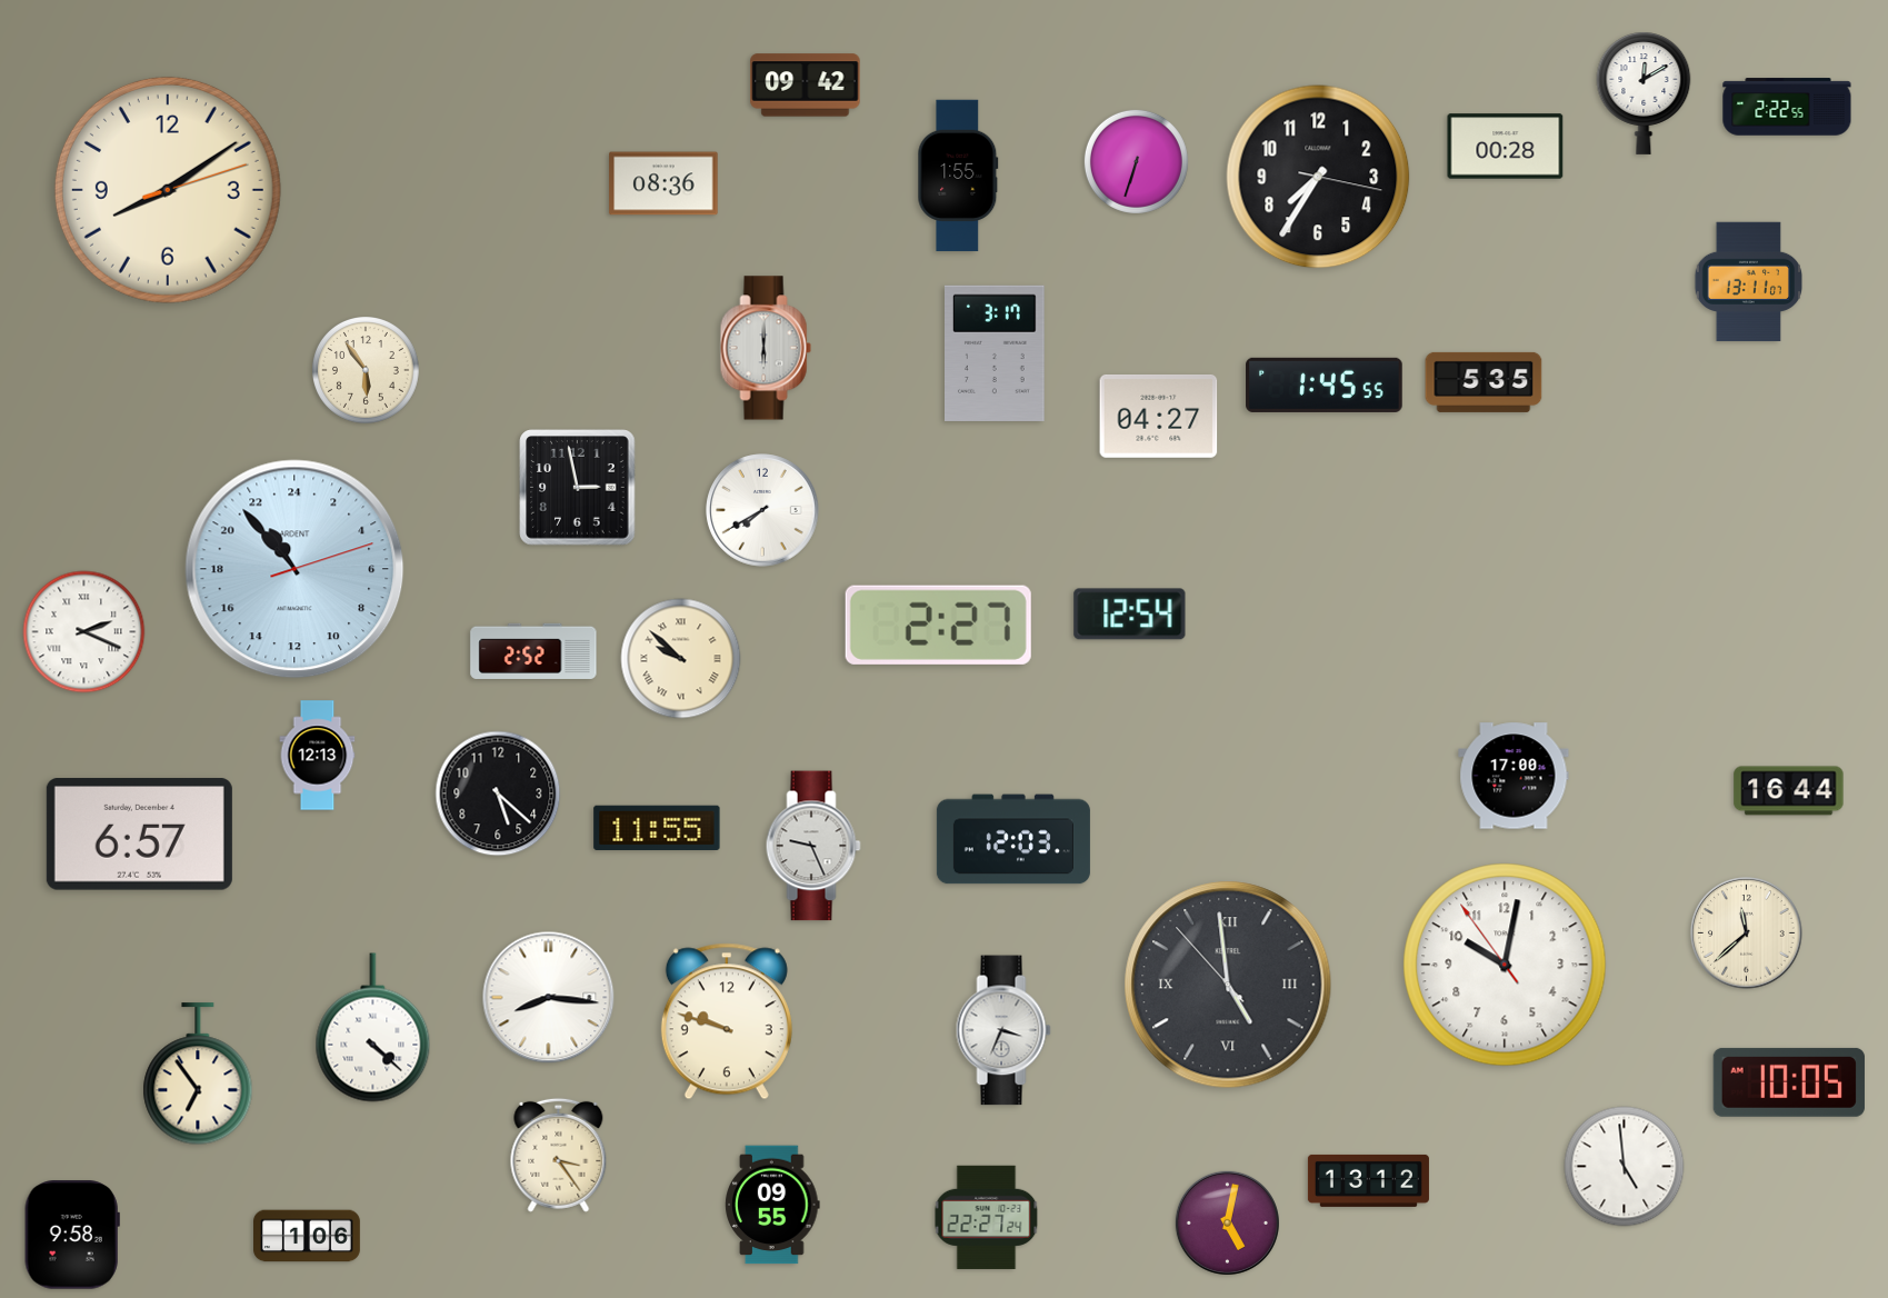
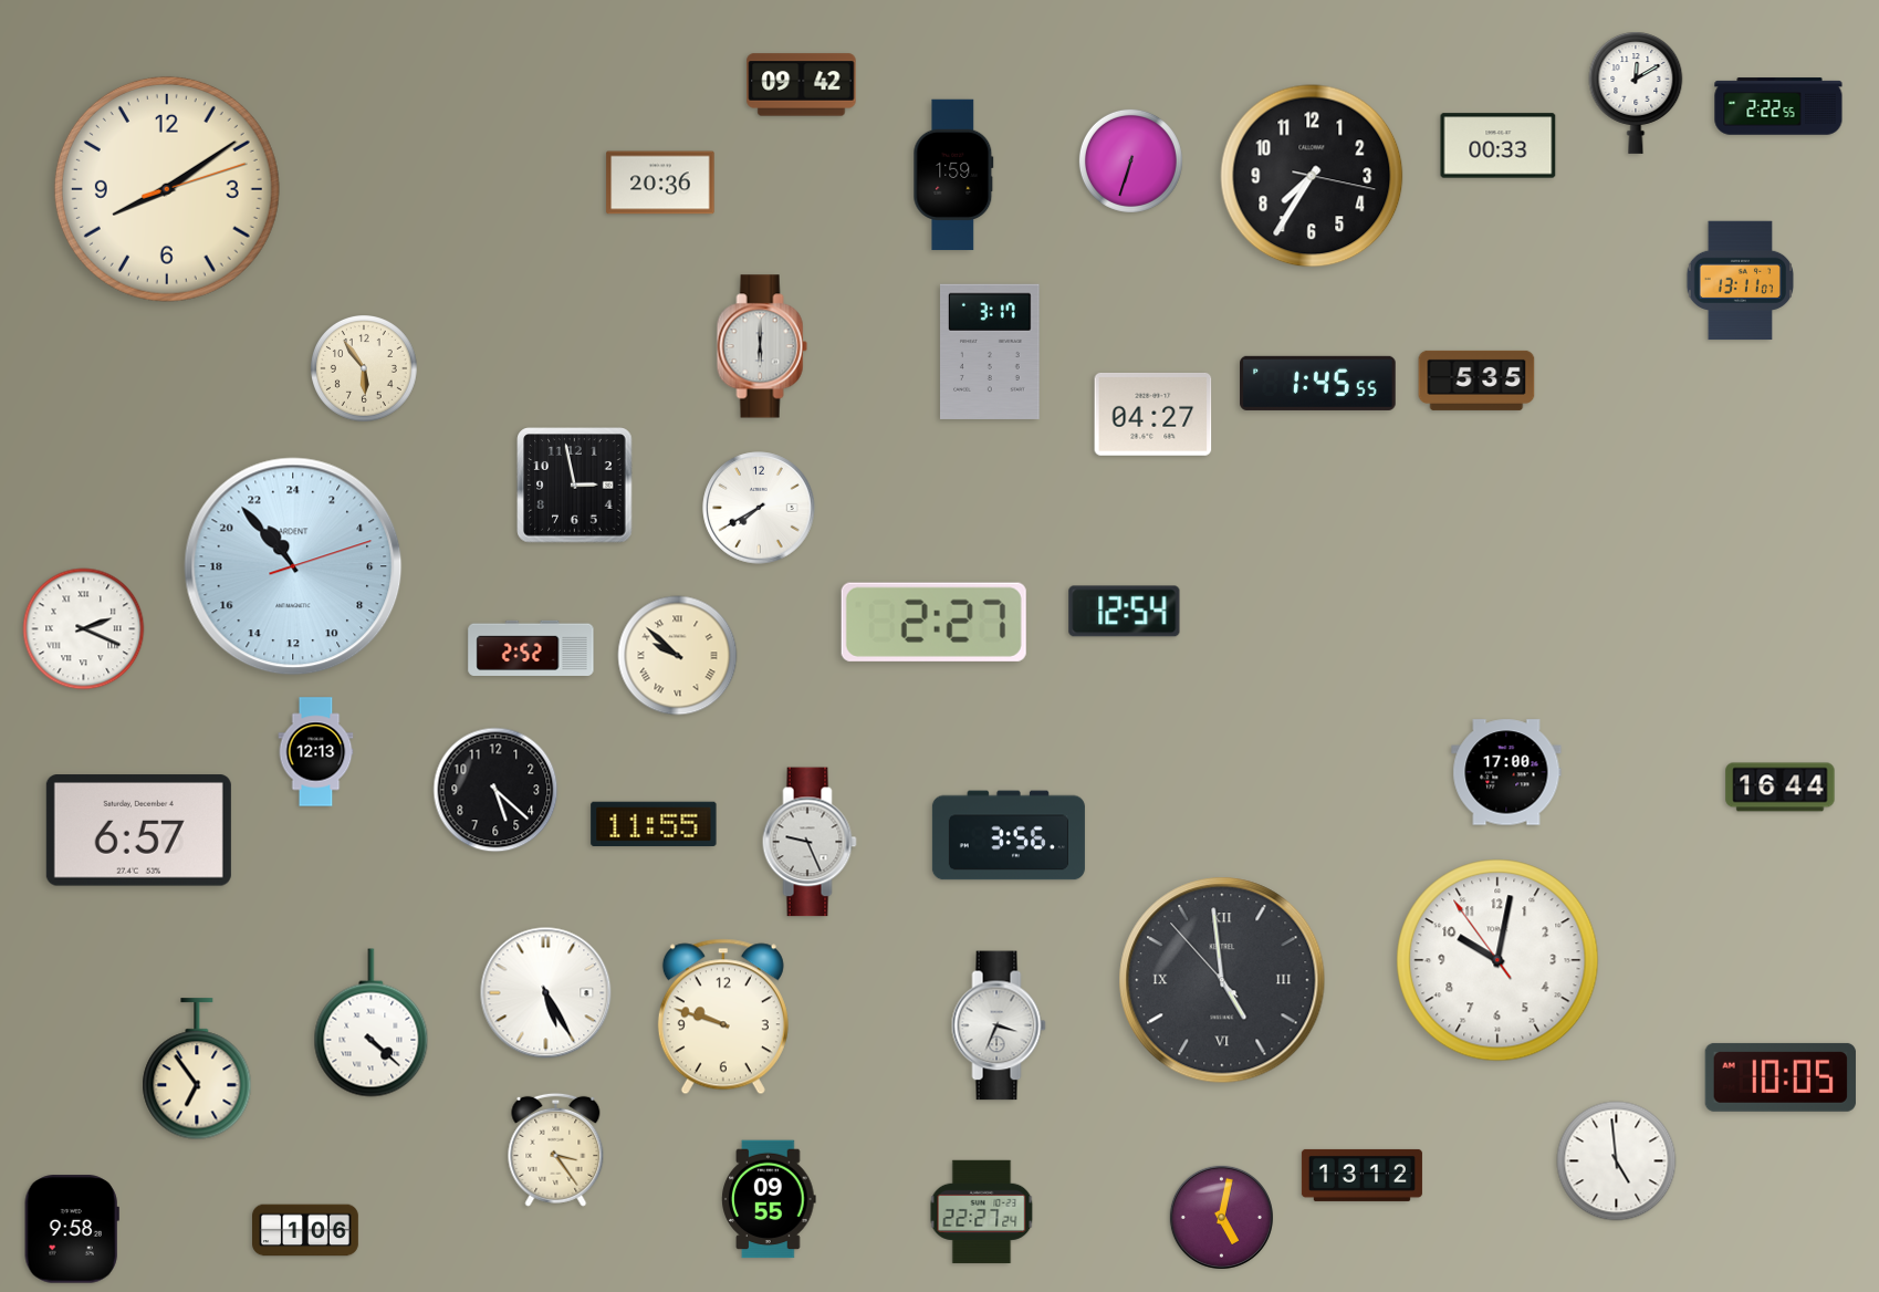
clock at (1506, 147): 00:28 -> 00:33
clock at (958, 176): 1:55 -> 1:59
clock at (663, 183): 08:36 -> 20:36
clock at (1013, 839): 12:03 -> 3:56
clock at (1747, 933): 11:38 -> none
clock at (549, 998): 8:16 -> 5:25
